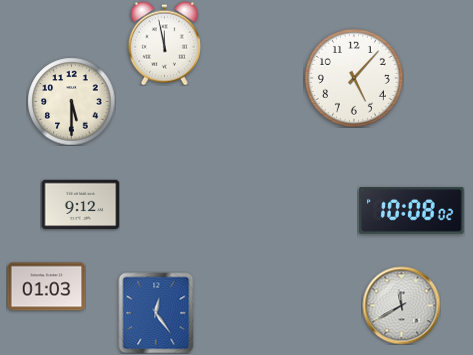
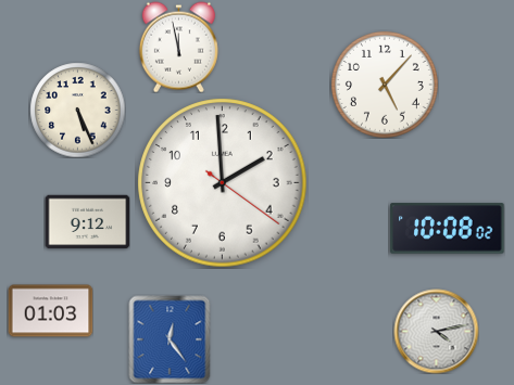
clock at (71, 101): 5:30 -> 5:26
clock at (223, 183): none -> 1:59
clock at (401, 305): 11:40 -> 4:13
